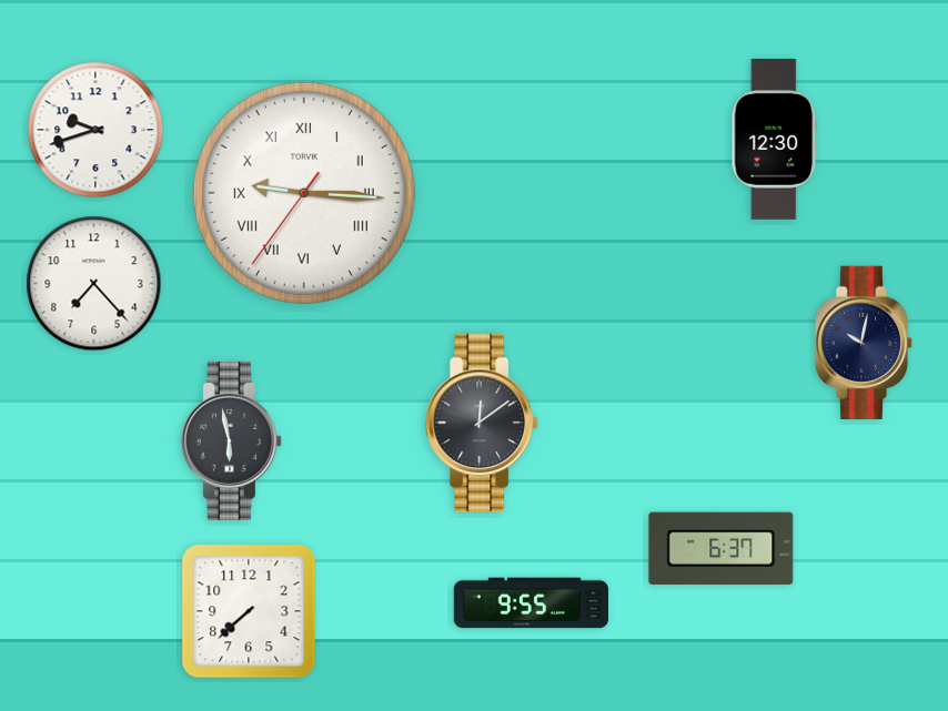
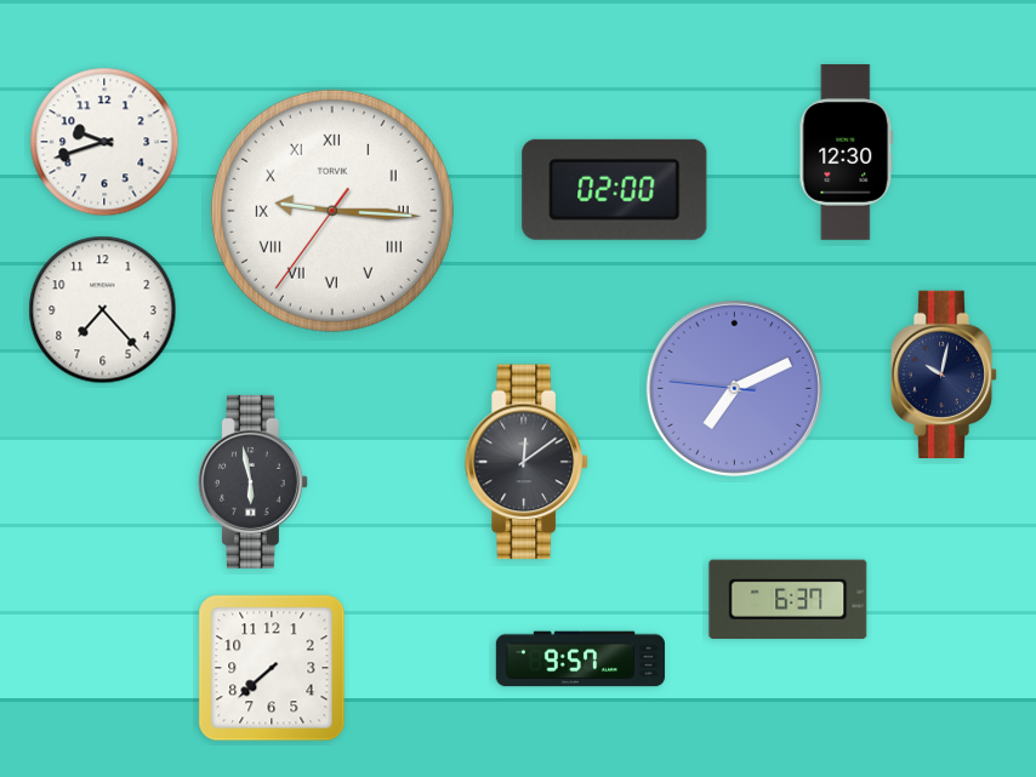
clock at (615, 189): none -> 02:00
clock at (734, 388): none -> 7:10
clock at (531, 603): 9:55 -> 9:57
